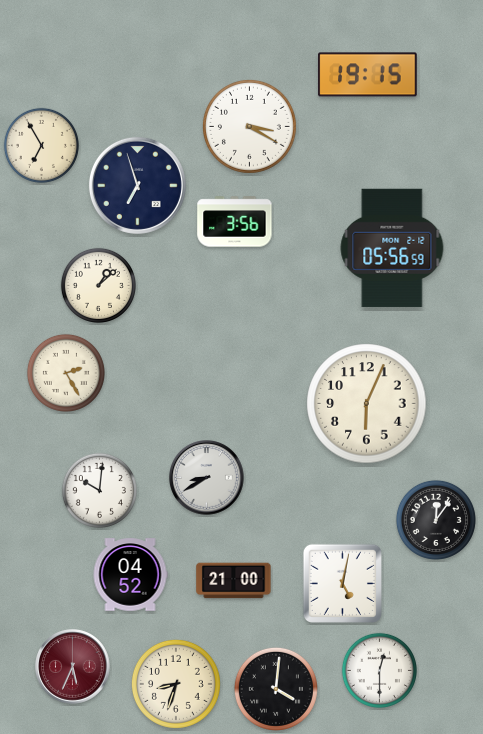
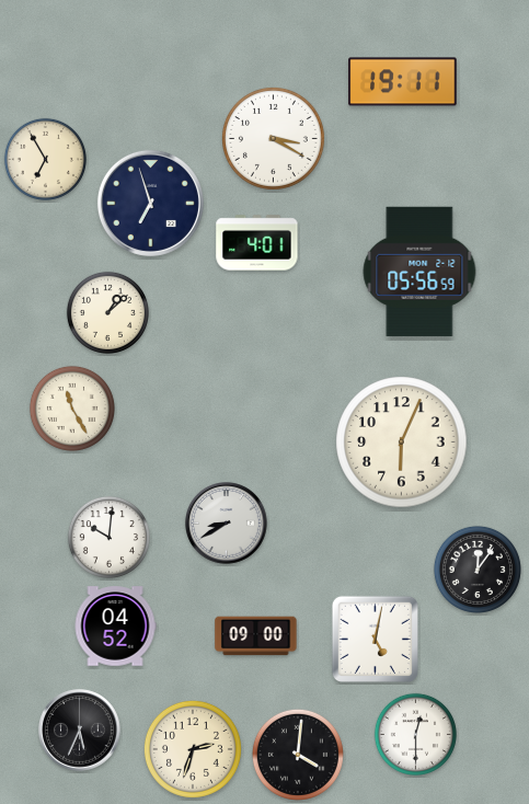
clock at (368, 75): 19:15 -> 19:11
clock at (235, 222): 3:56 -> 4:01
clock at (392, 248) position: (392, 248) -> (419, 272)
clock at (66, 373): 2:25 -> 11:25
clock at (130, 575) position: (130, 575) -> (115, 627)
clock at (234, 581): 21:00 -> 09:00
clock at (73, 667) dial: burgundy -> black
clock at (176, 684): 8:33 -> 2:33
clock at (276, 689) position: (276, 689) -> (298, 755)
